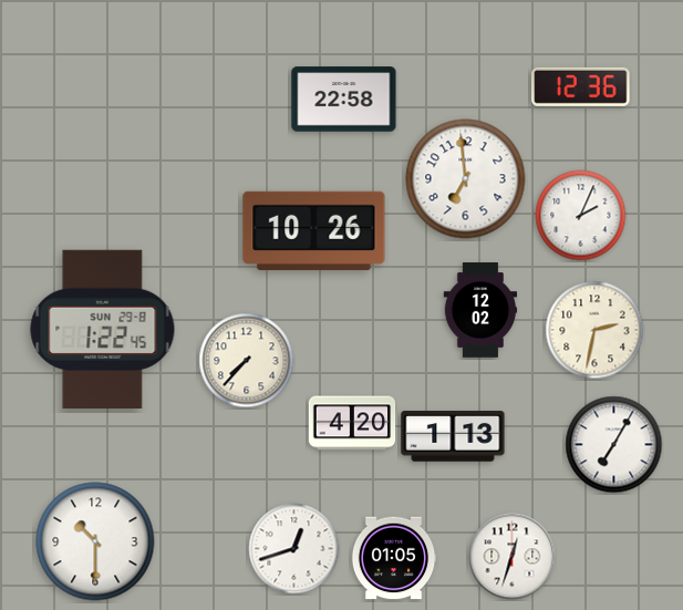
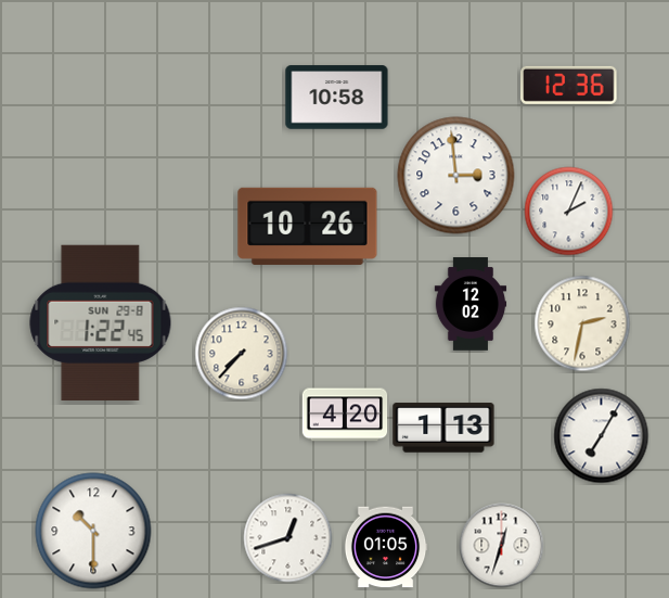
clock at (344, 100): 22:58 -> 10:58
clock at (466, 179): 6:59 -> 2:59
